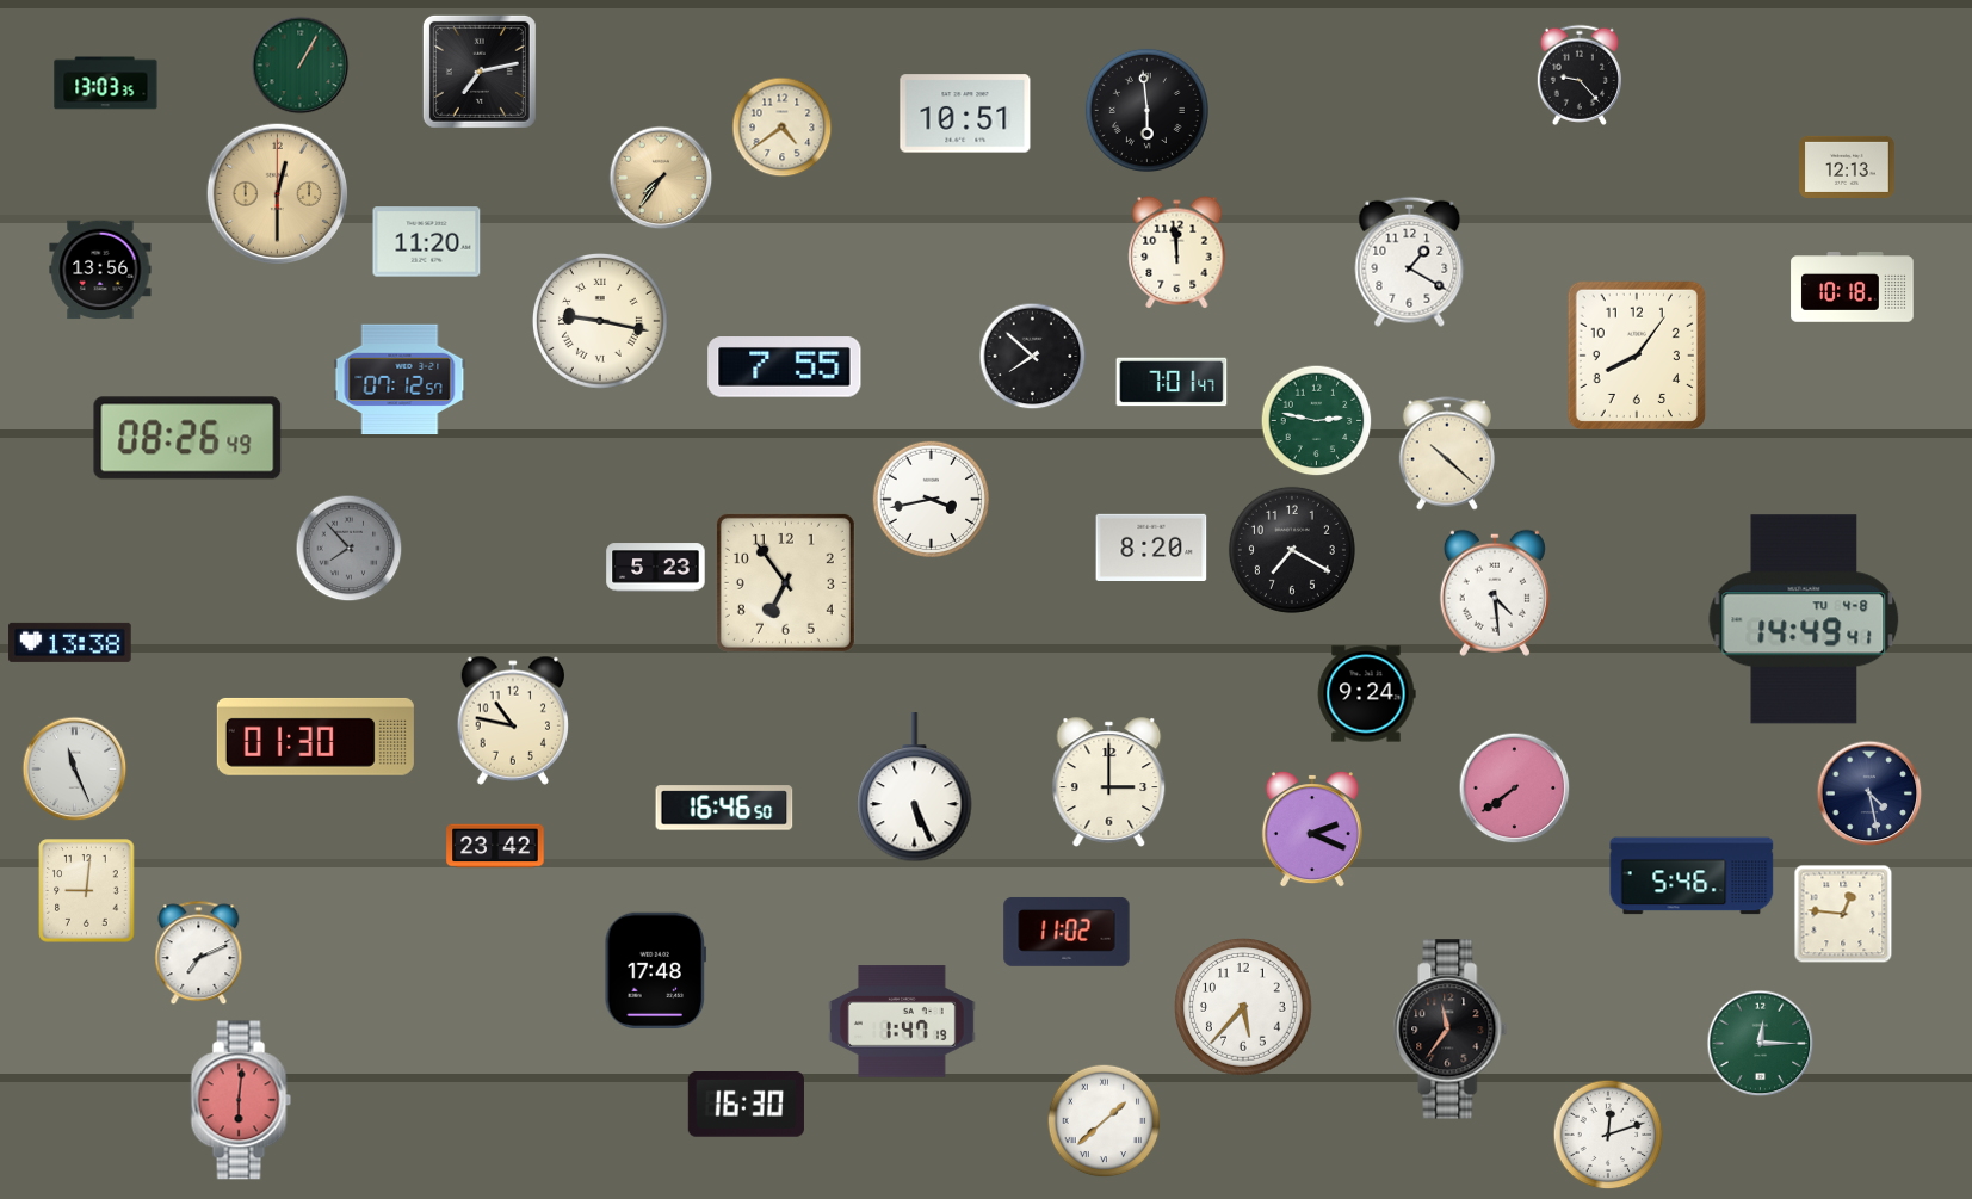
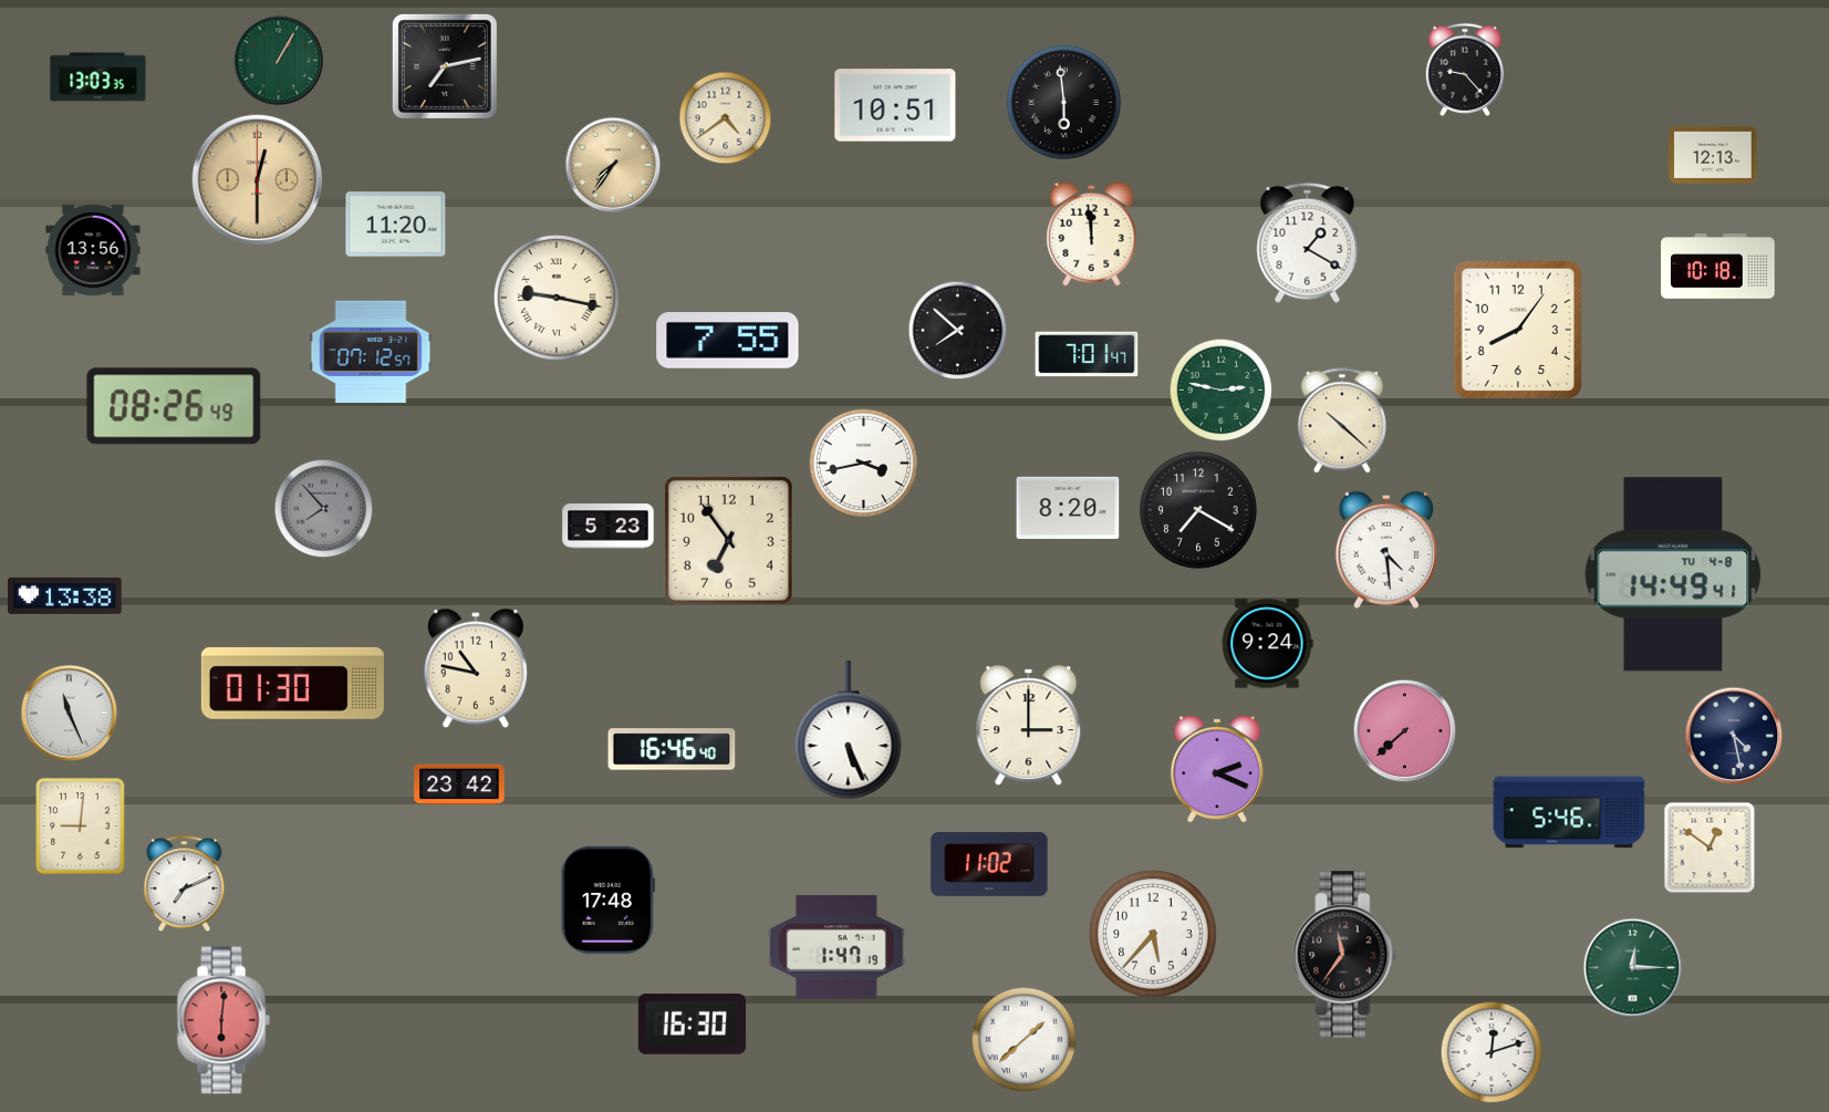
clock at (1515, 789): 7:39 -> 7:38
clock at (724, 808): 16:46:50 -> 16:46:40
clock at (1843, 914): 12:46 -> 12:51
